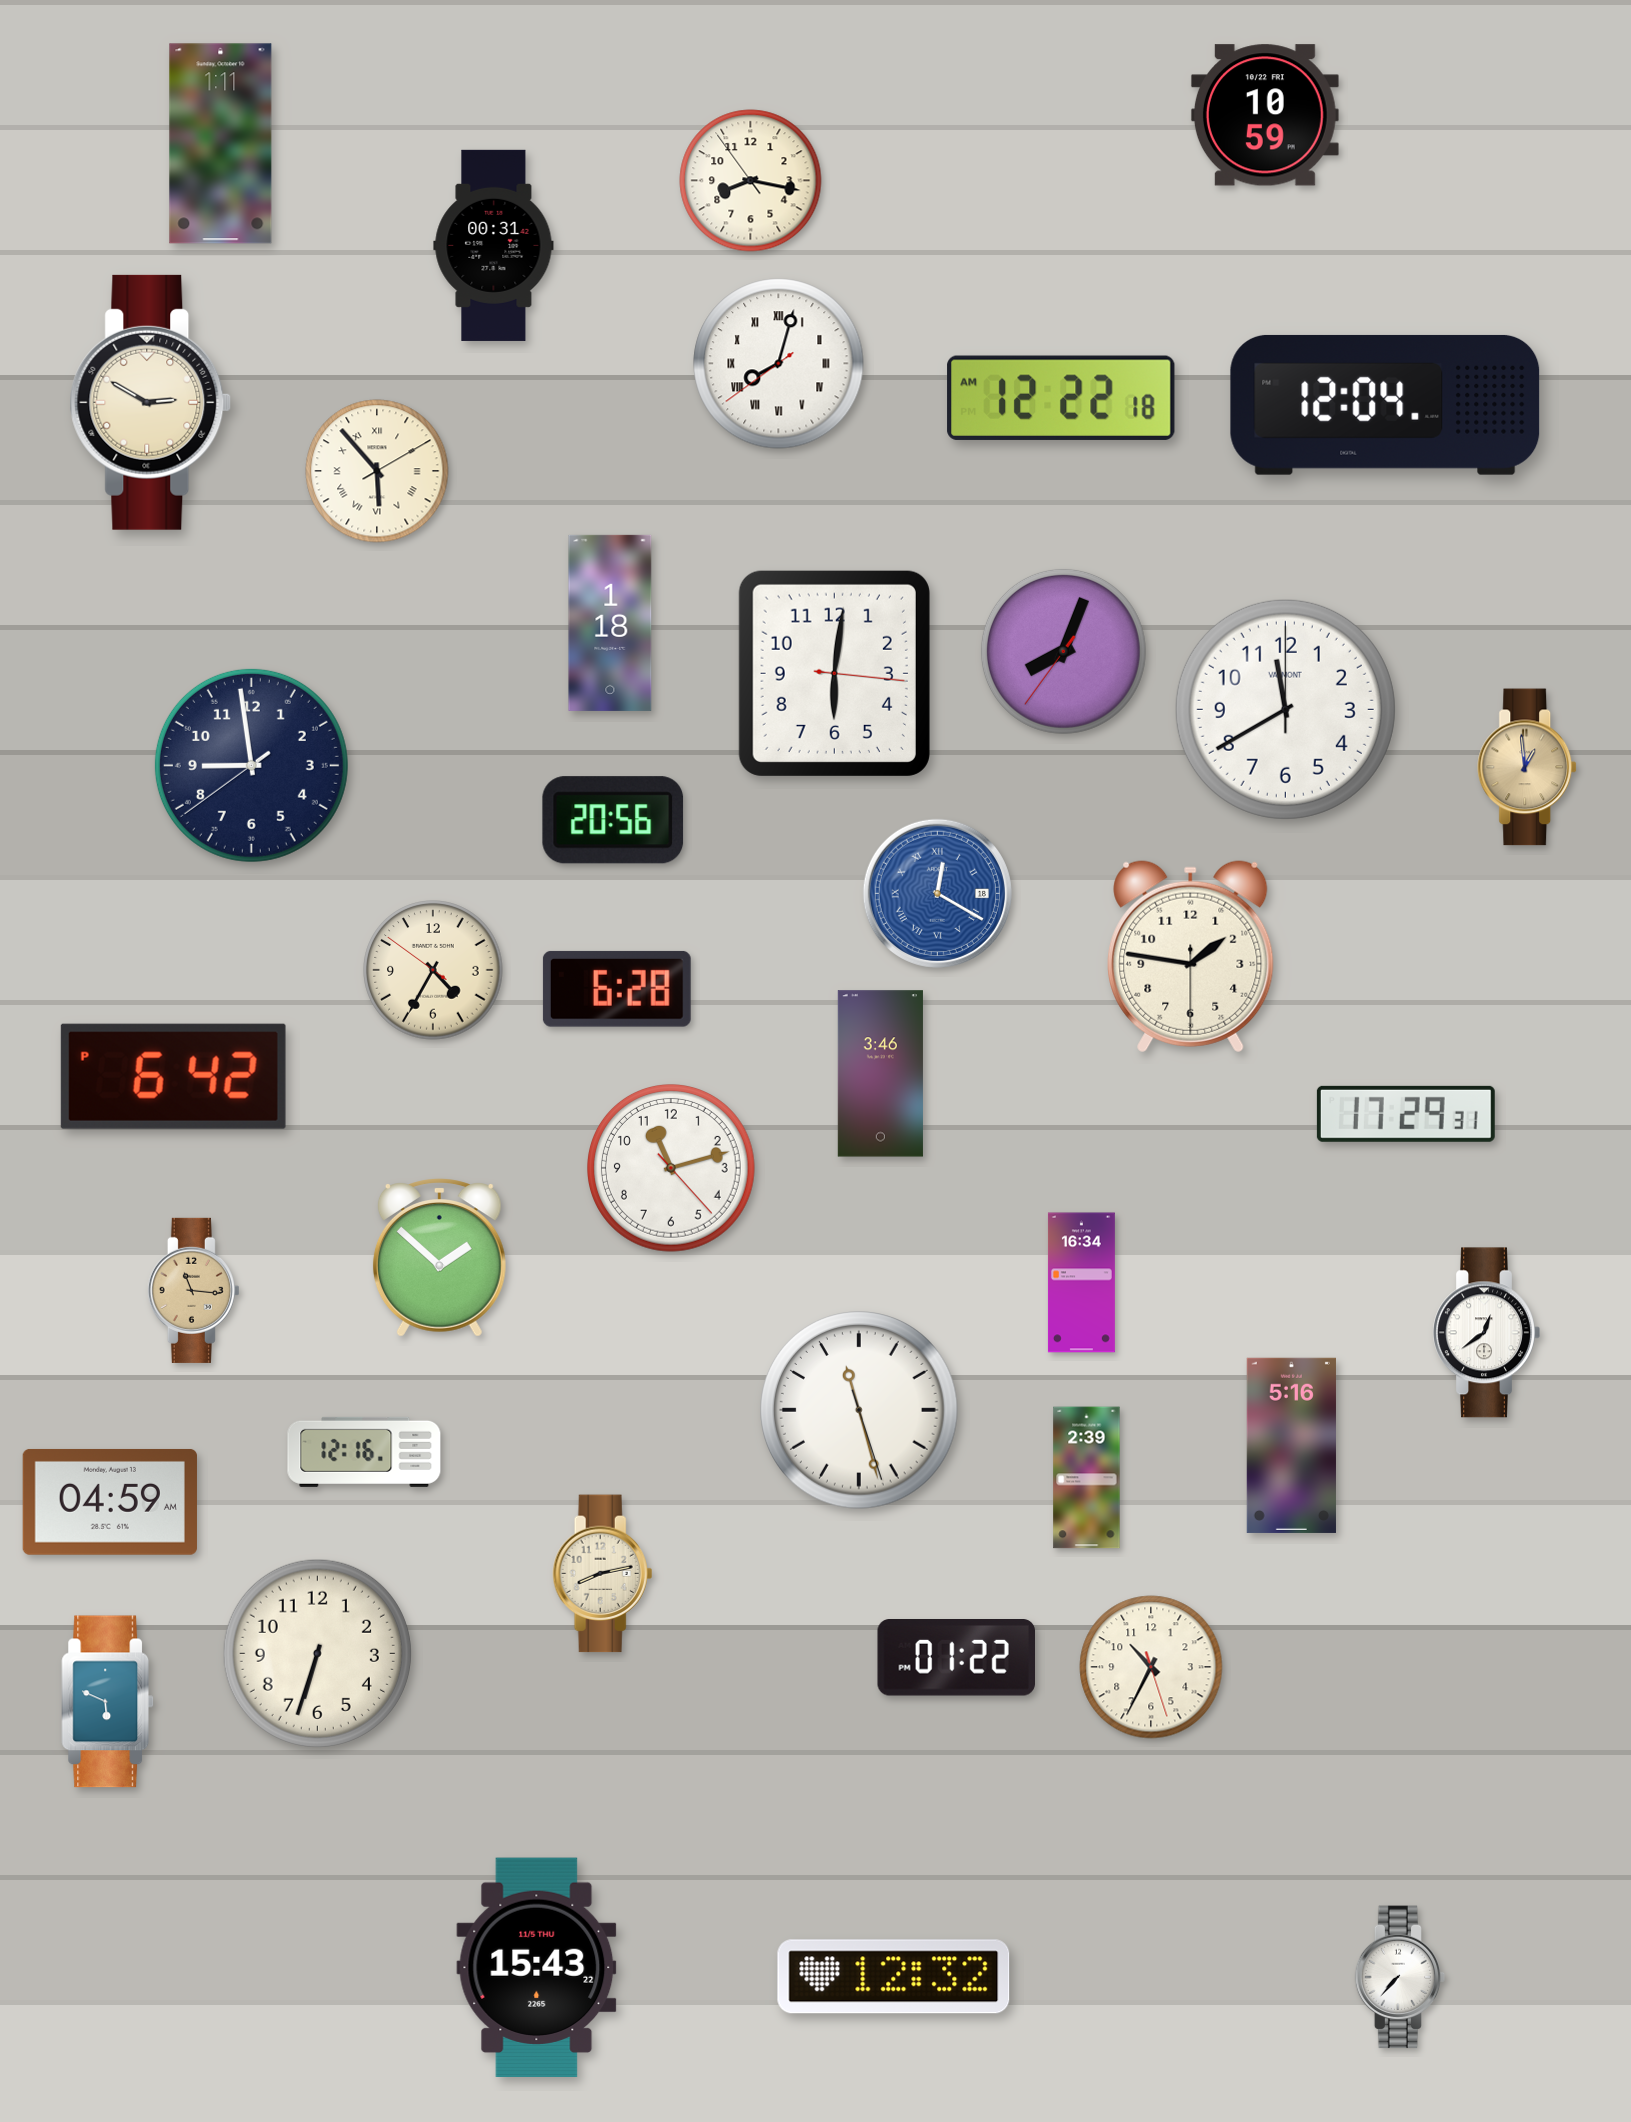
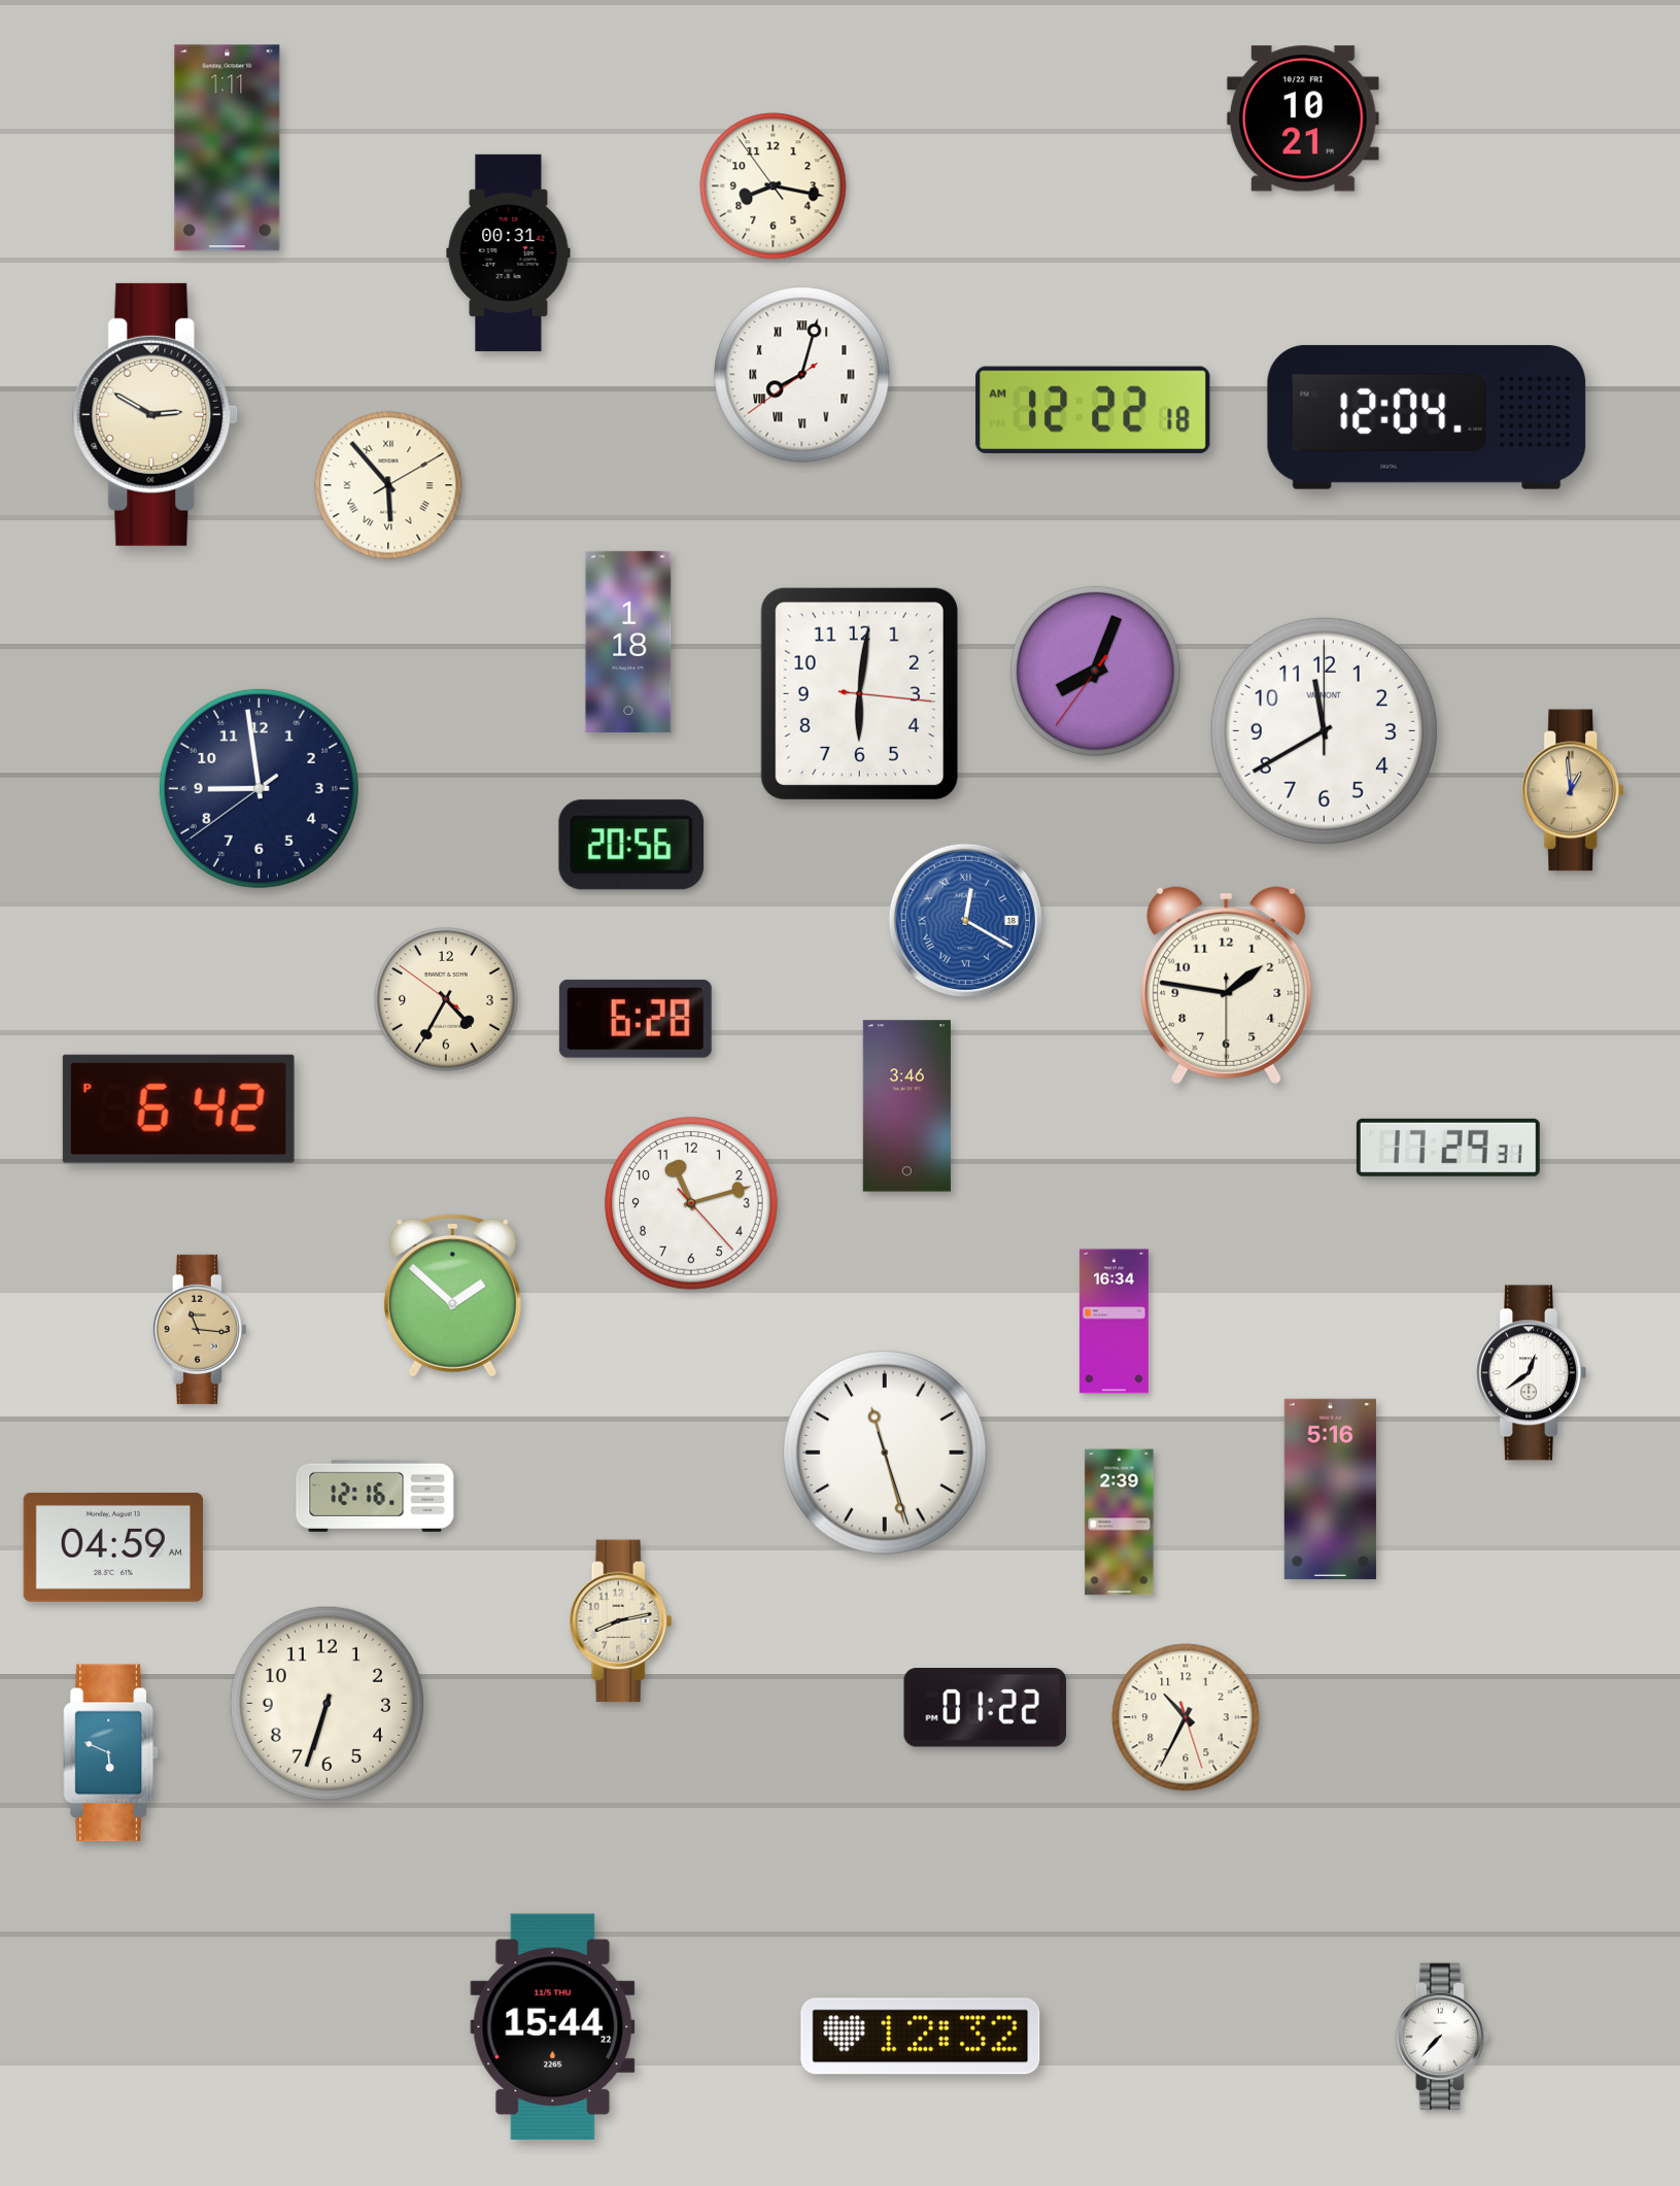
clock at (1265, 115): 10:59 -> 10:21
clock at (537, 1967): 15:43 -> 15:44
